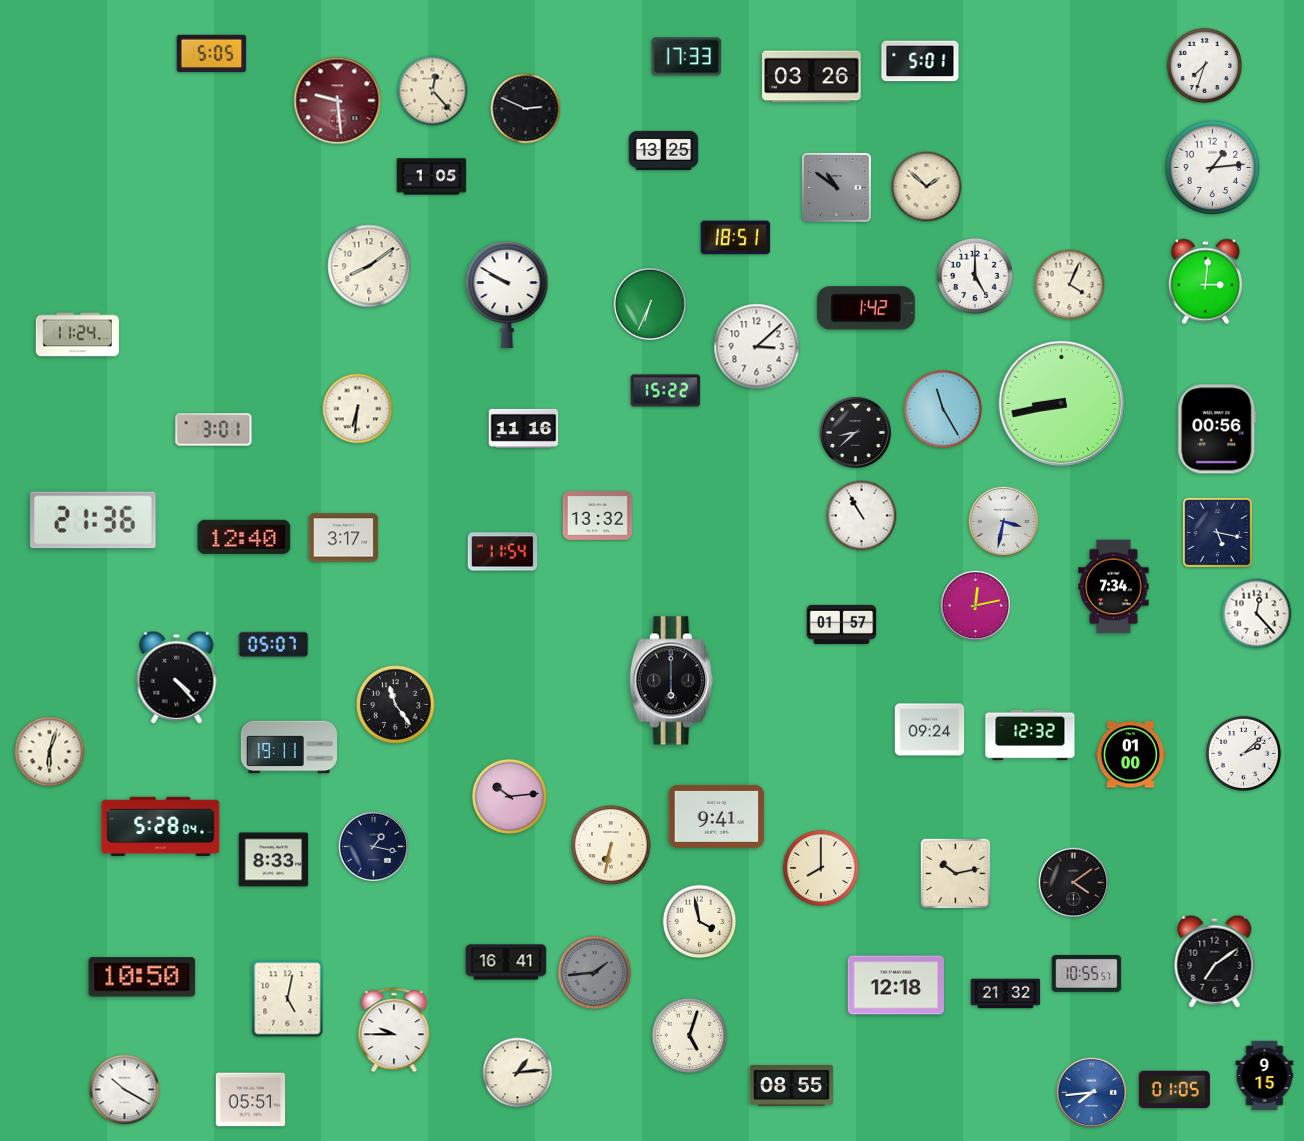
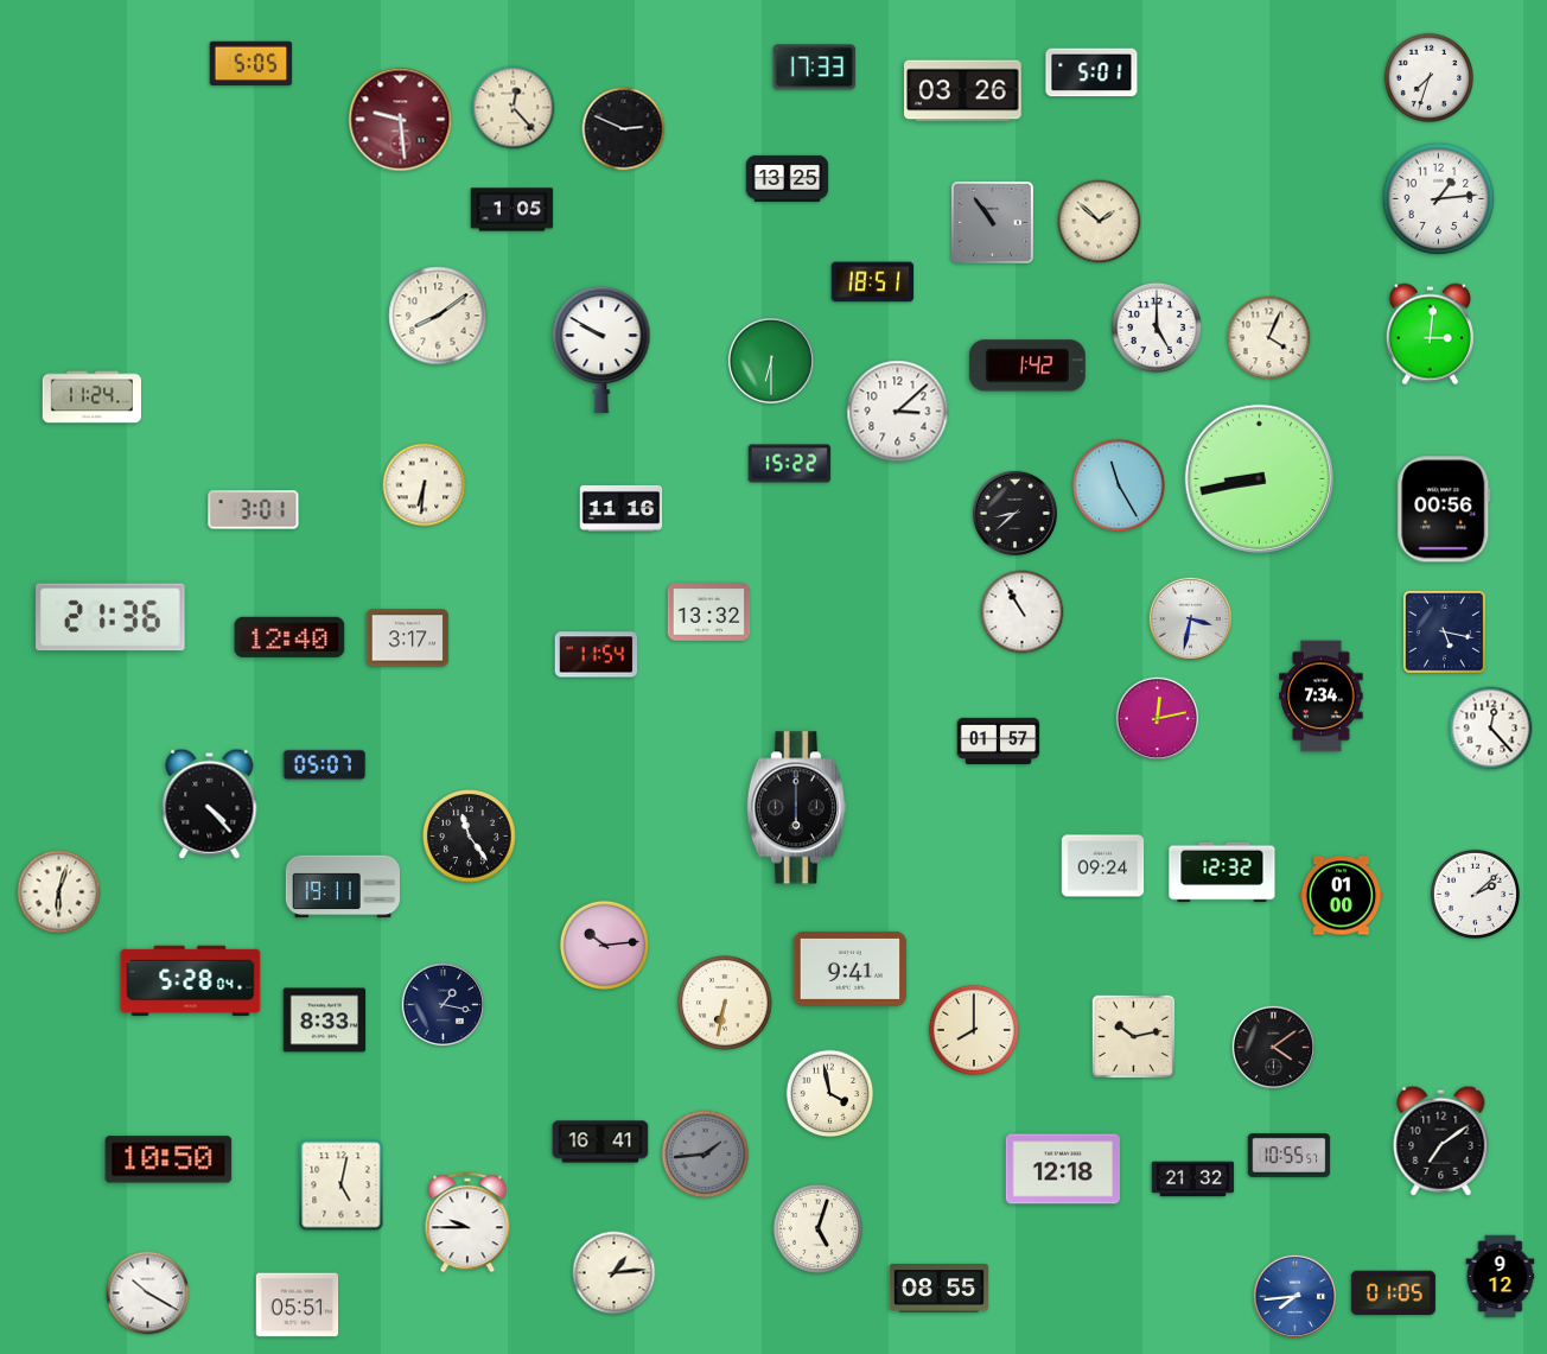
clock at (836, 187): 10:51 -> 10:54
clock at (650, 304): 6:34 -> 6:30
clock at (1265, 1076): 9:15 -> 9:12
